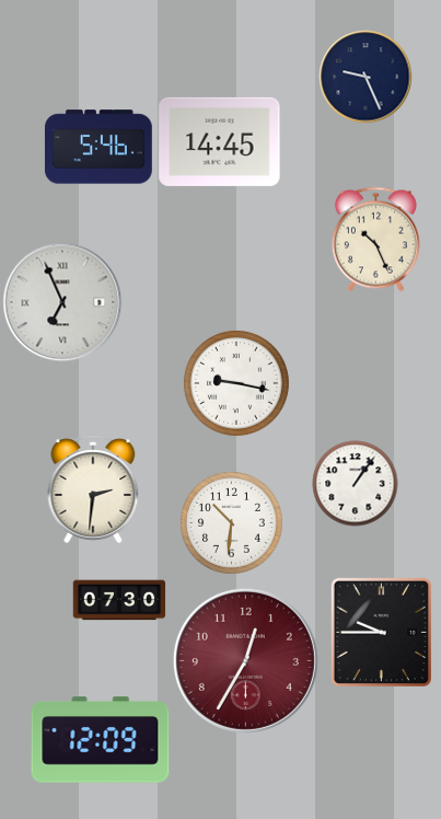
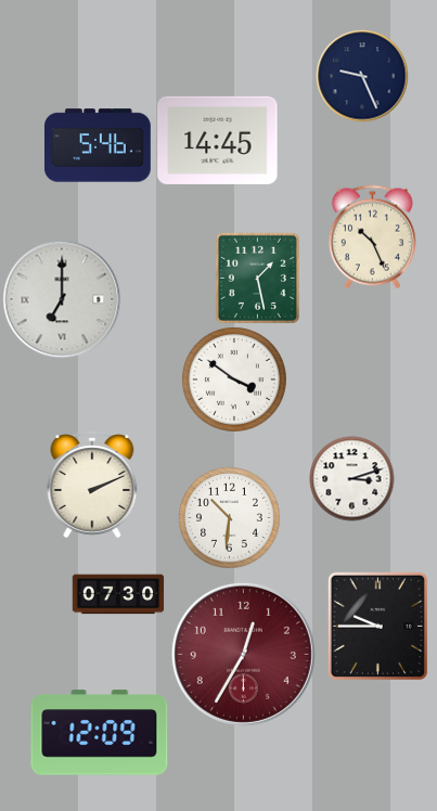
clock at (257, 278): none -> 1:28
clock at (62, 302): 6:56 -> 7:00
clock at (236, 383): 9:17 -> 3:51
clock at (355, 483): 1:06 -> 3:12
clock at (93, 489): 2:31 -> 2:11
